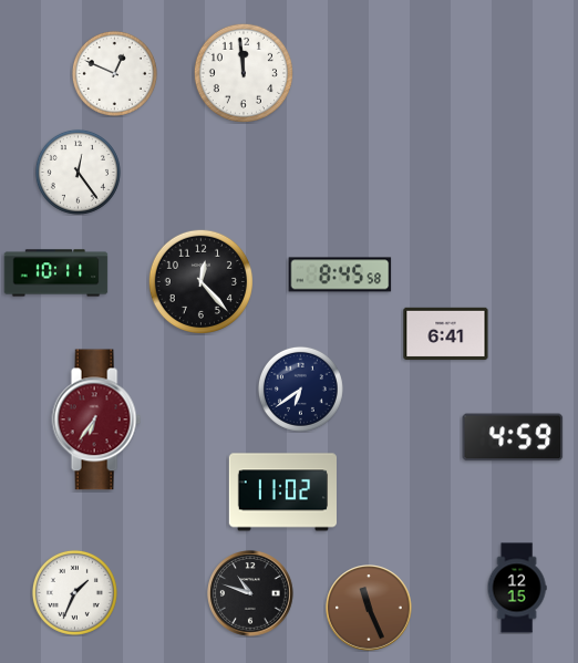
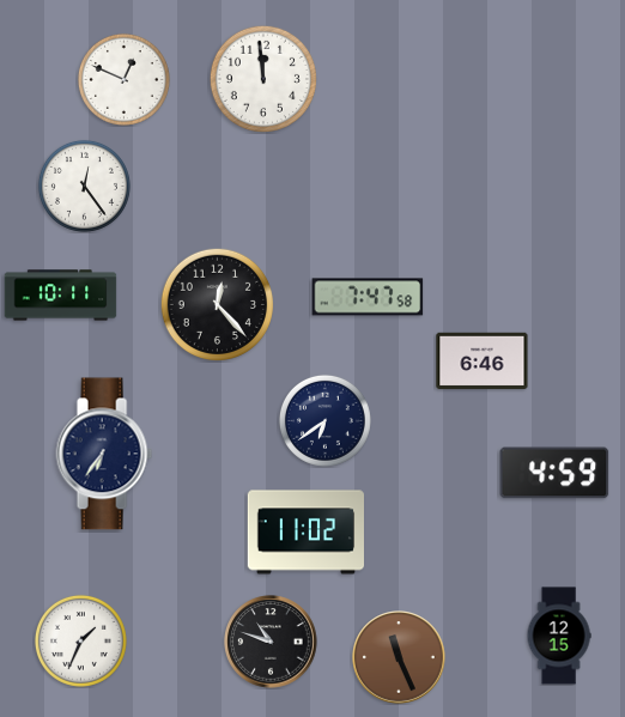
clock at (340, 274): 8:45 -> 7:47
clock at (446, 334): 6:41 -> 6:46
clock at (96, 419) dial: burgundy -> navy
